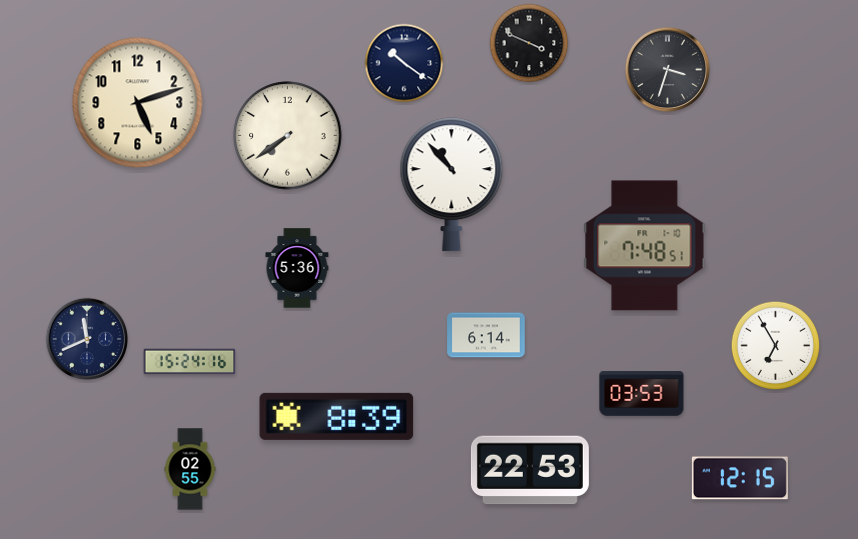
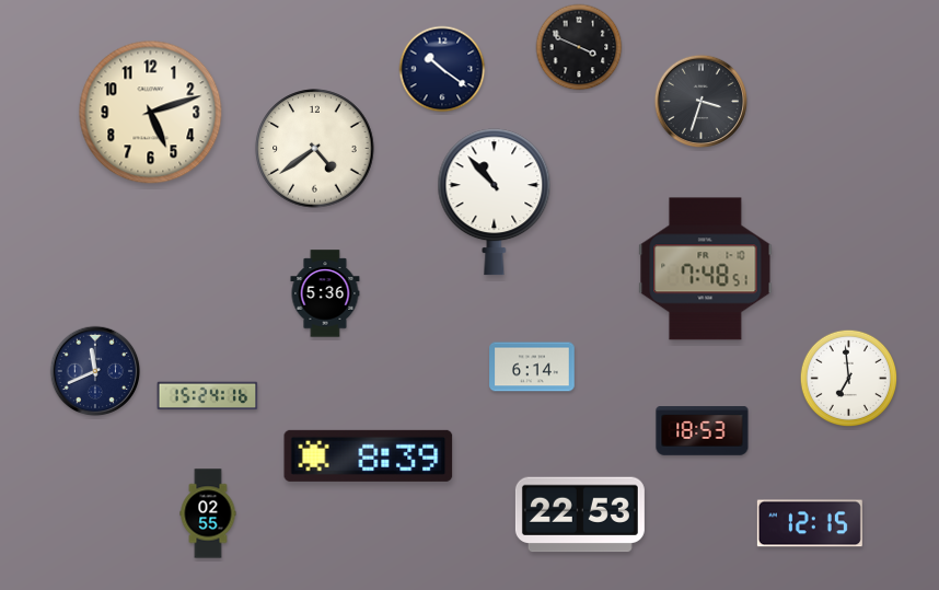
clock at (668, 70) position: (668, 70) -> (702, 102)
clock at (288, 136): 7:39 -> 4:39
clock at (776, 346): 6:55 -> 6:59
clock at (642, 394): 03:53 -> 18:53
